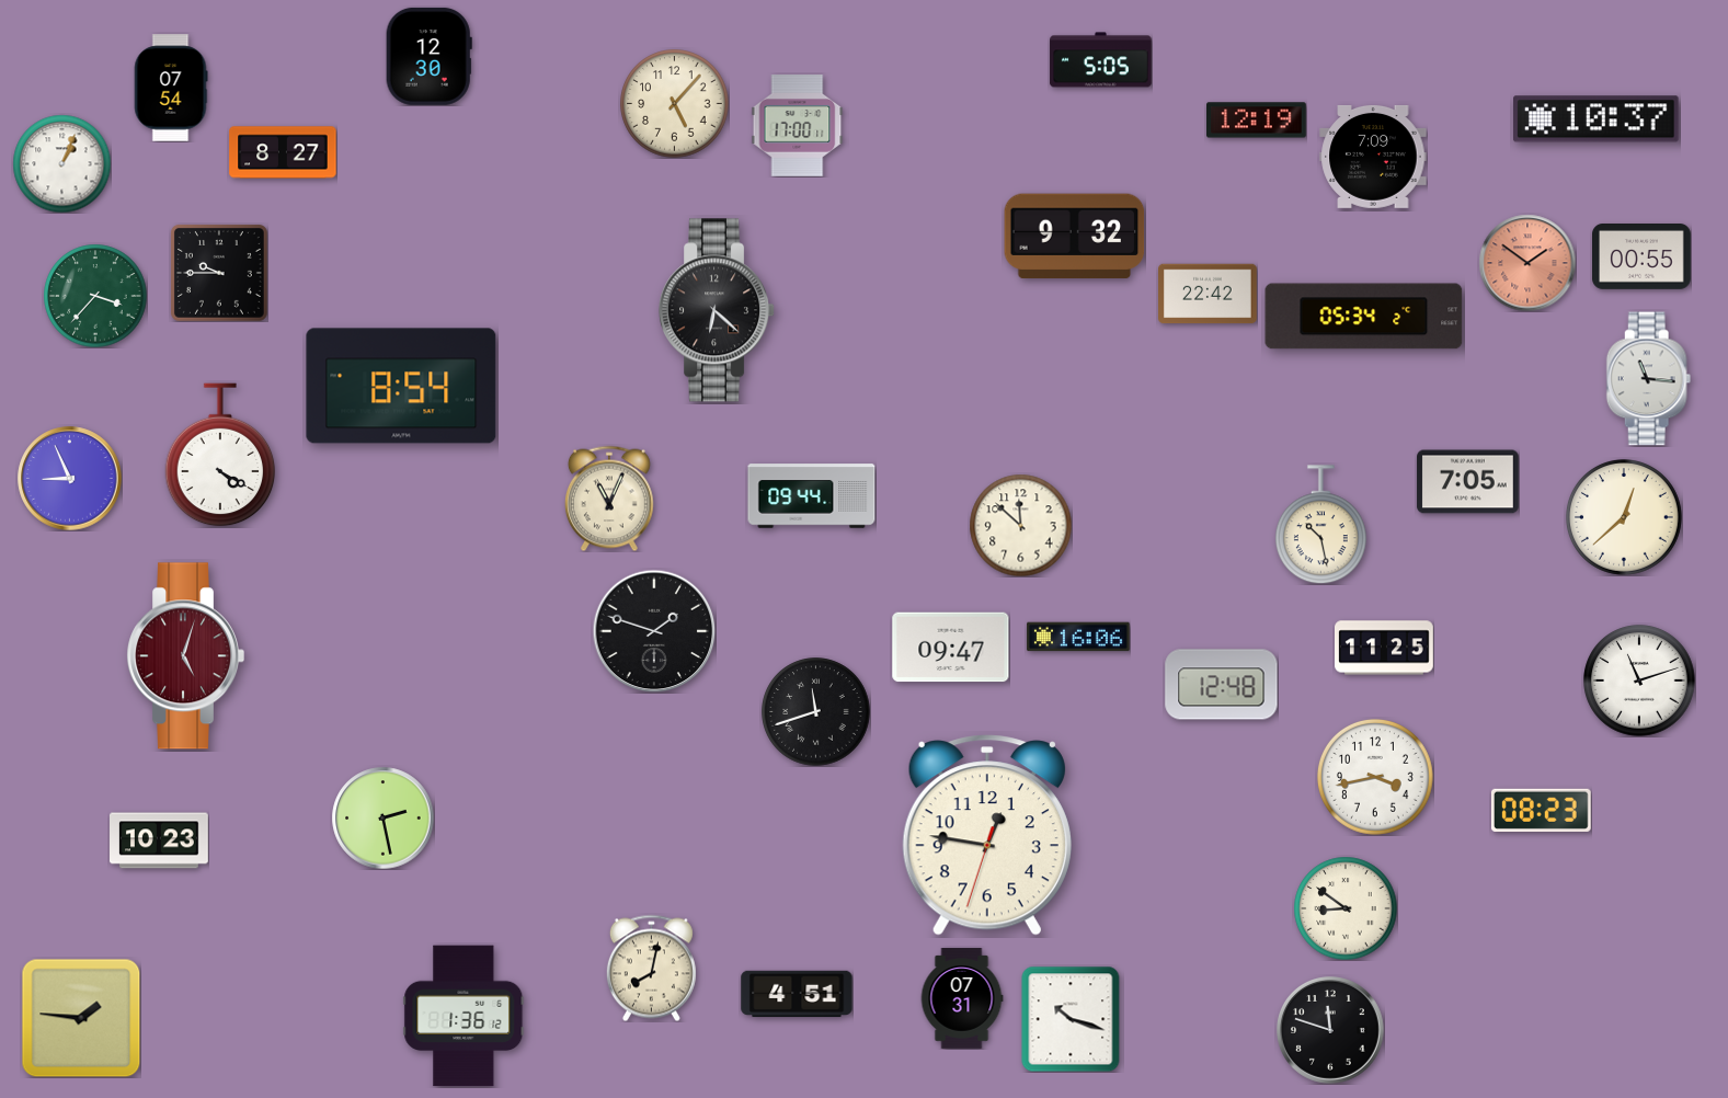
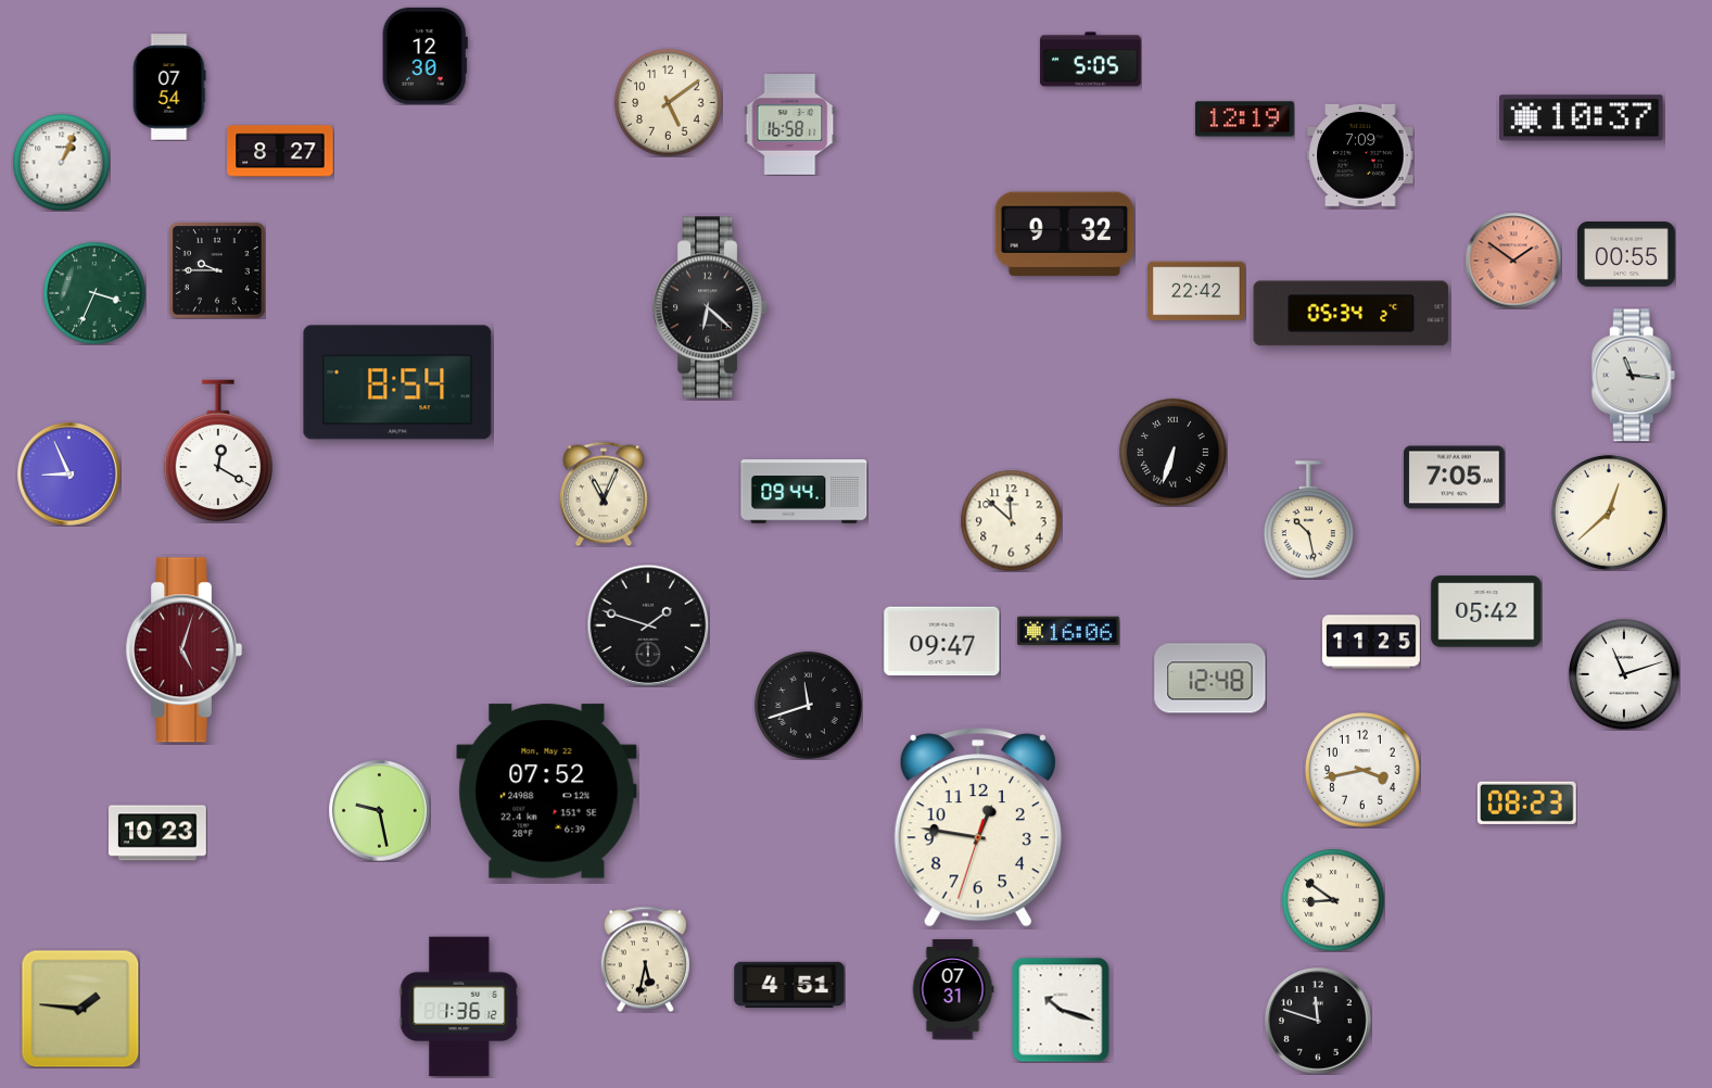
clock at (675, 104): 5:07 -> 5:09
clock at (798, 126): 17:00 -> 16:58
clock at (95, 296): 3:37 -> 3:34
clock at (220, 455): 4:20 -> 12:20
clock at (1174, 453): none -> 6:33
clock at (1486, 611): none -> 05:42
clock at (547, 792): none -> 07:52
clock at (382, 817): 2:28 -> 9:28
clock at (651, 968): 8:02 -> 5:32
